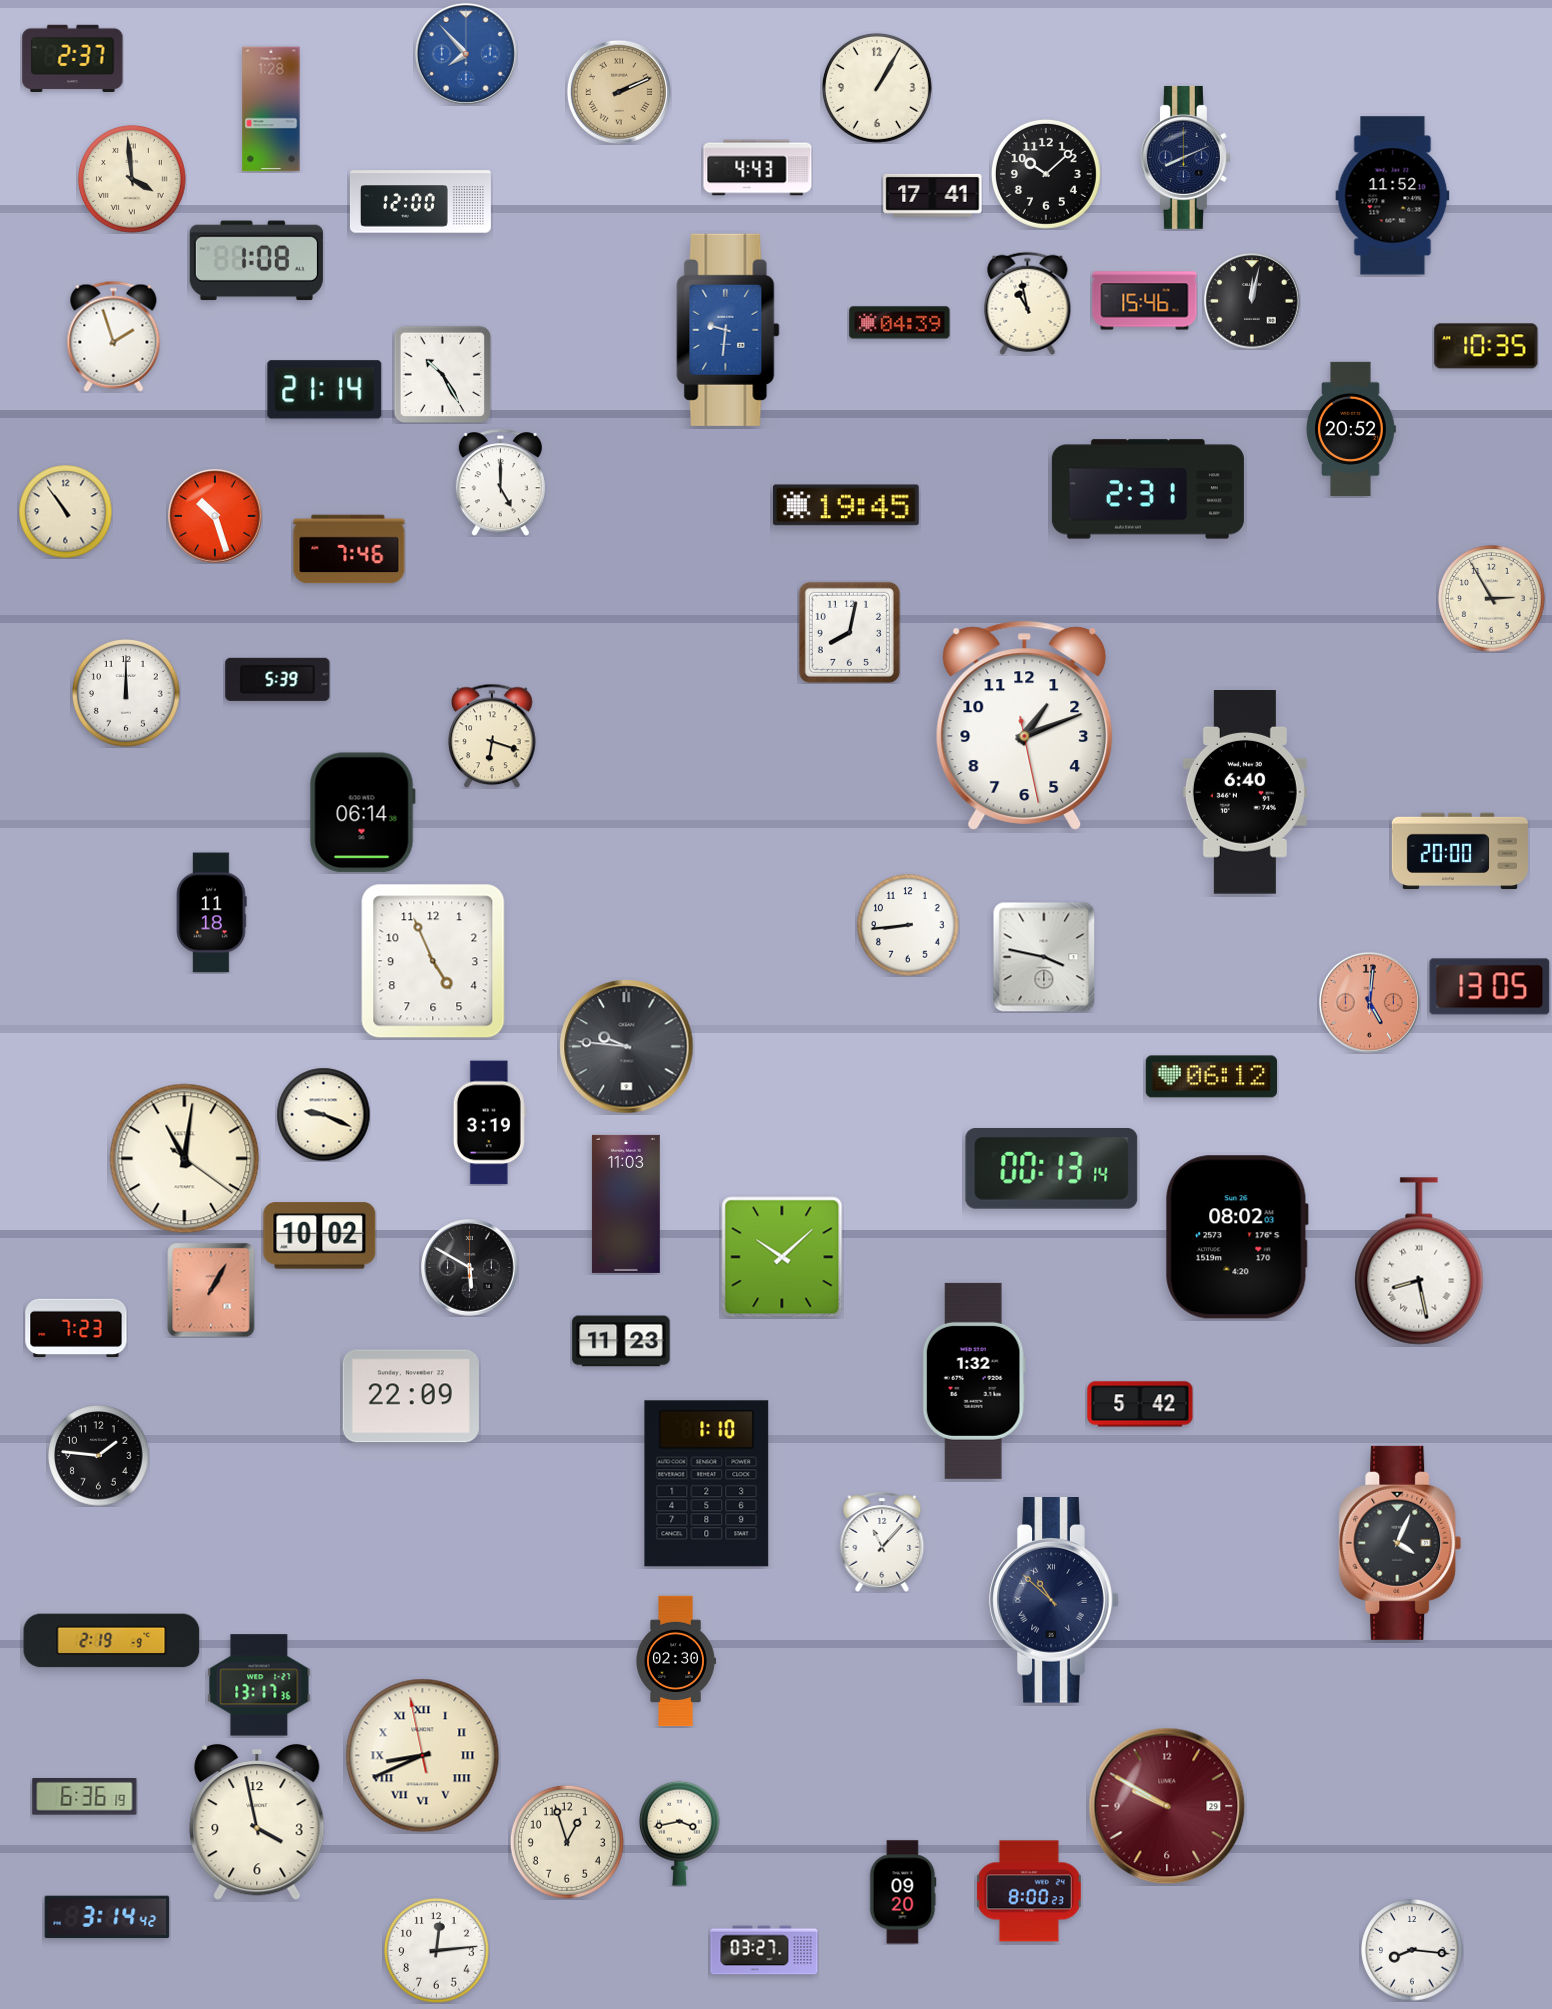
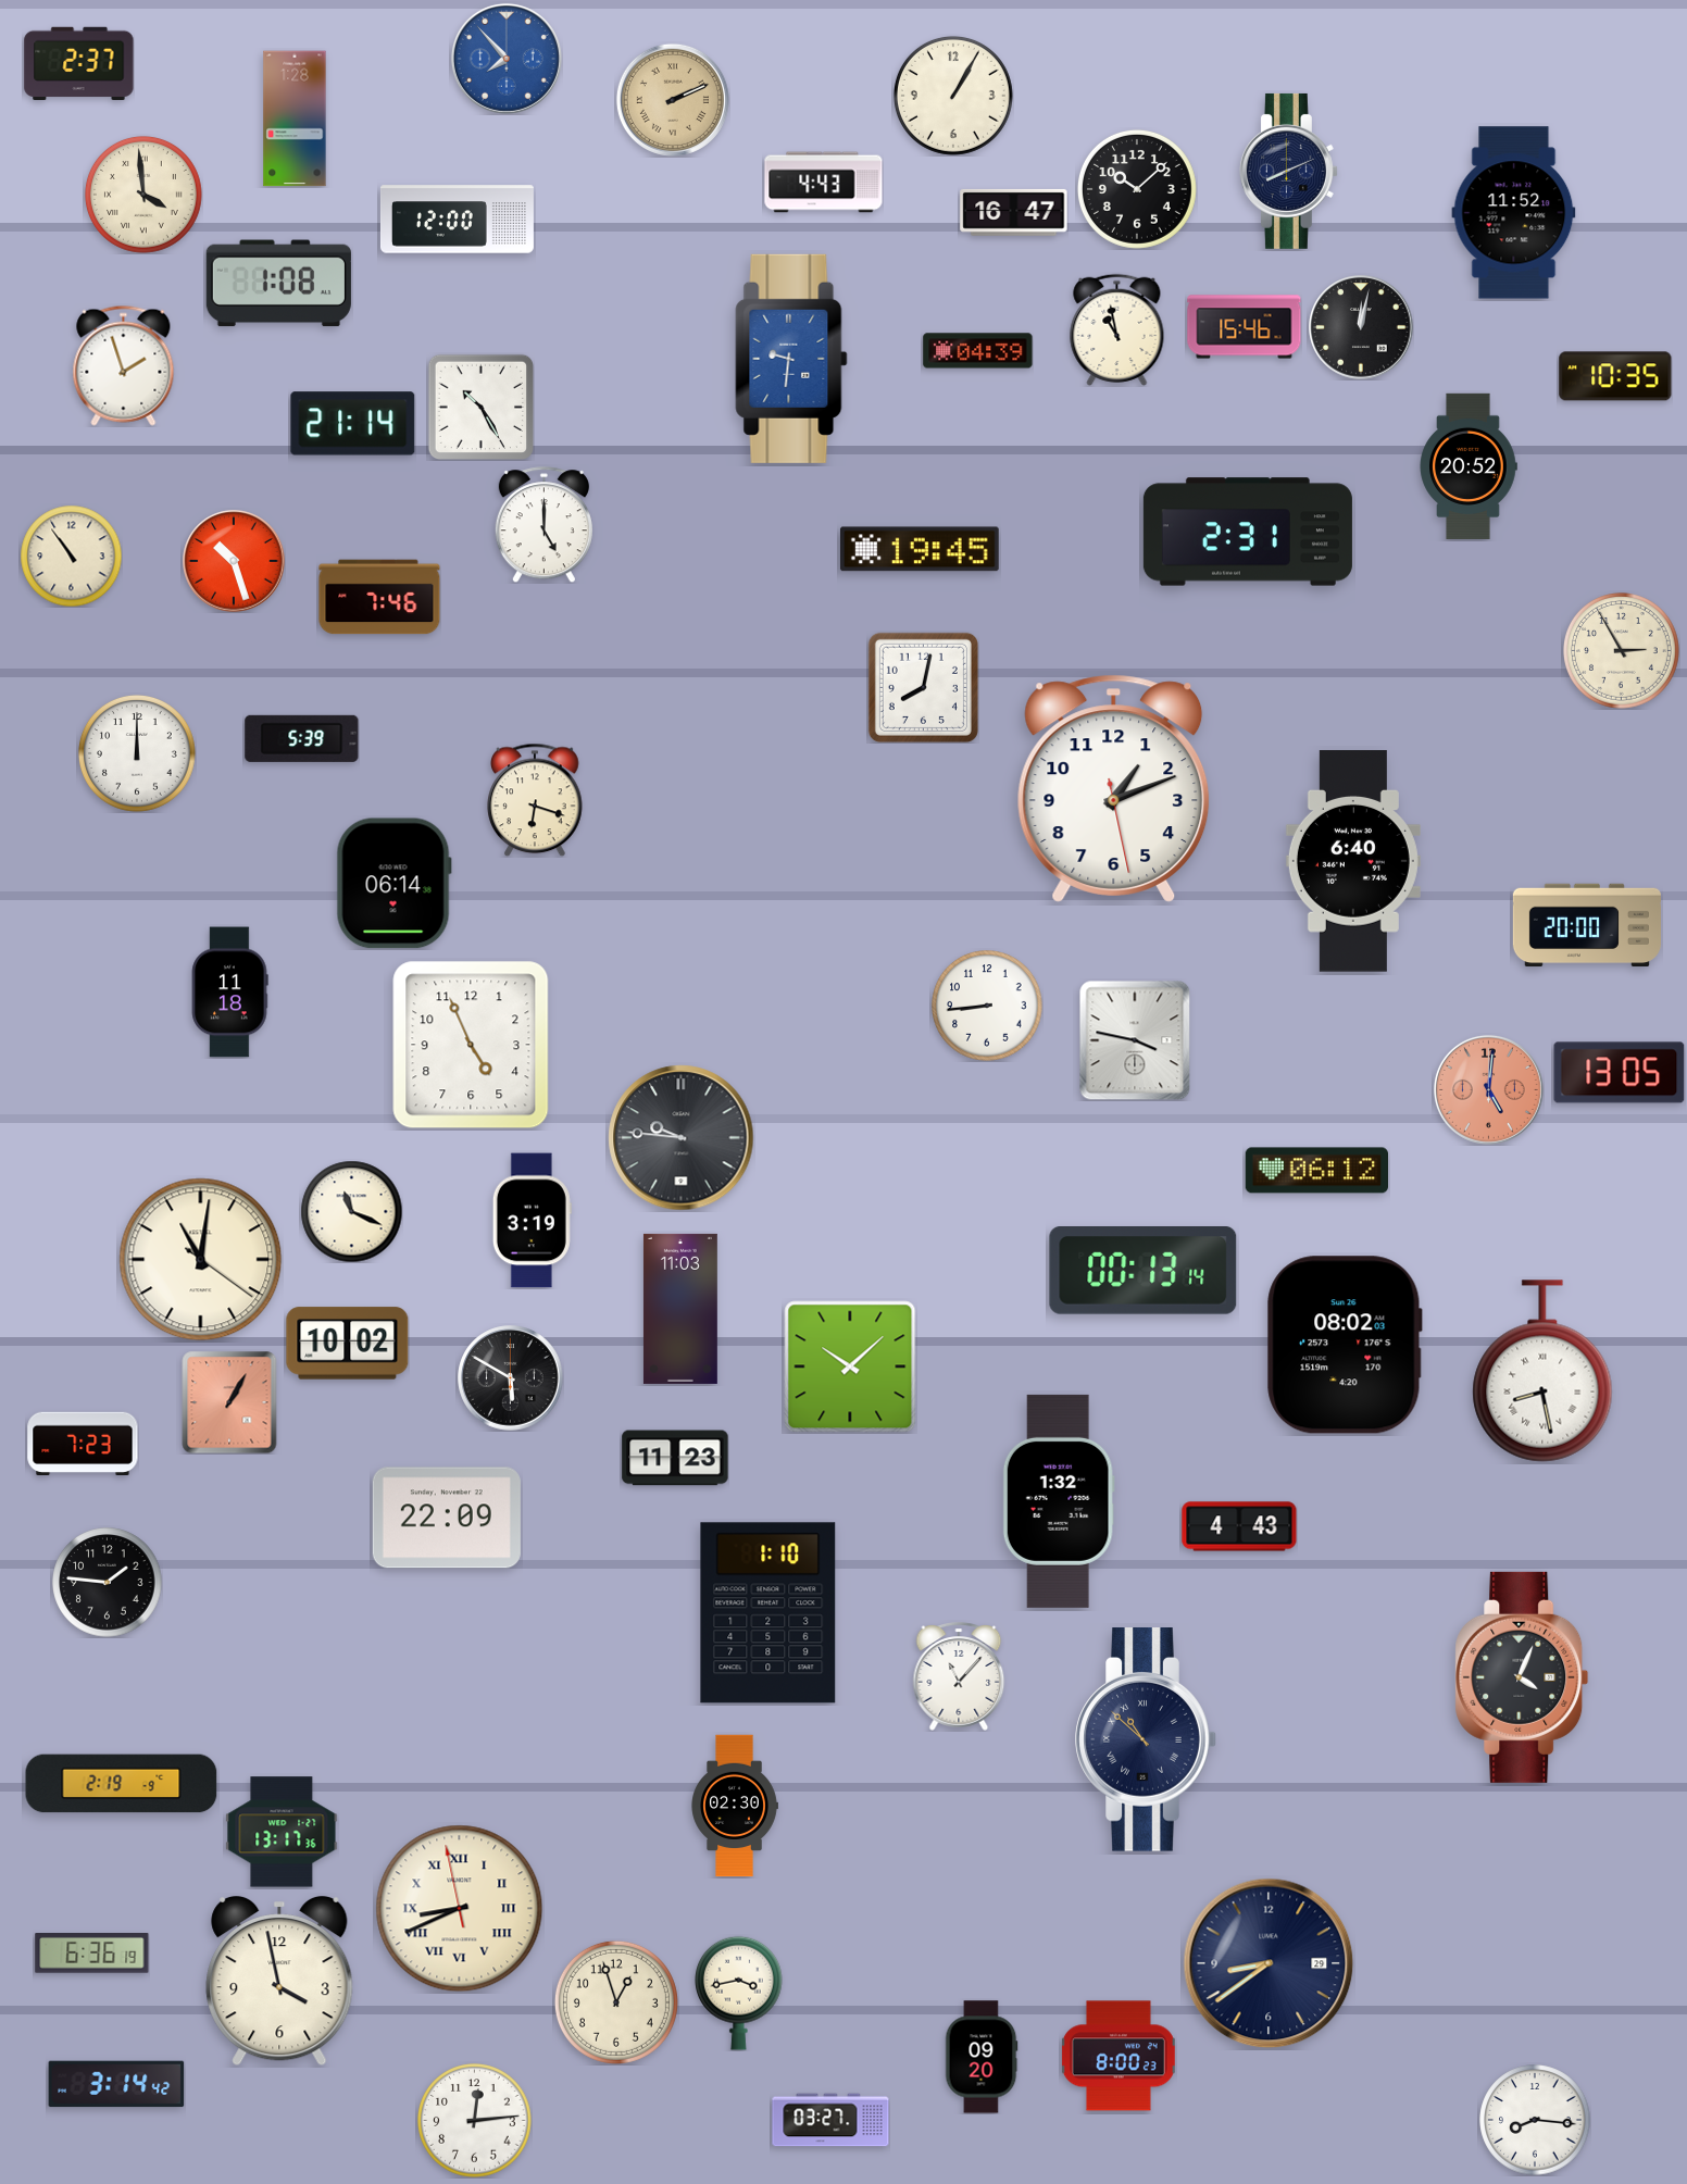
clock at (933, 195): 17:41 -> 16:47
clock at (323, 1114): 9:19 -> 11:19
clock at (1140, 1404): 5:42 -> 4:43
clock at (1167, 1806): 9:50 -> 8:39
clock at (1167, 1806) dial: burgundy -> navy
